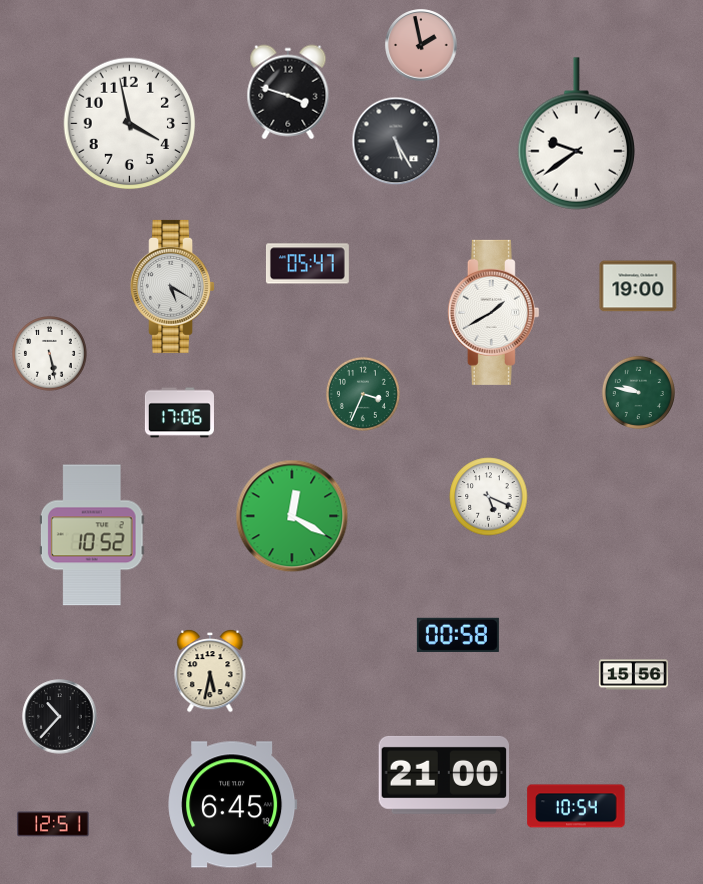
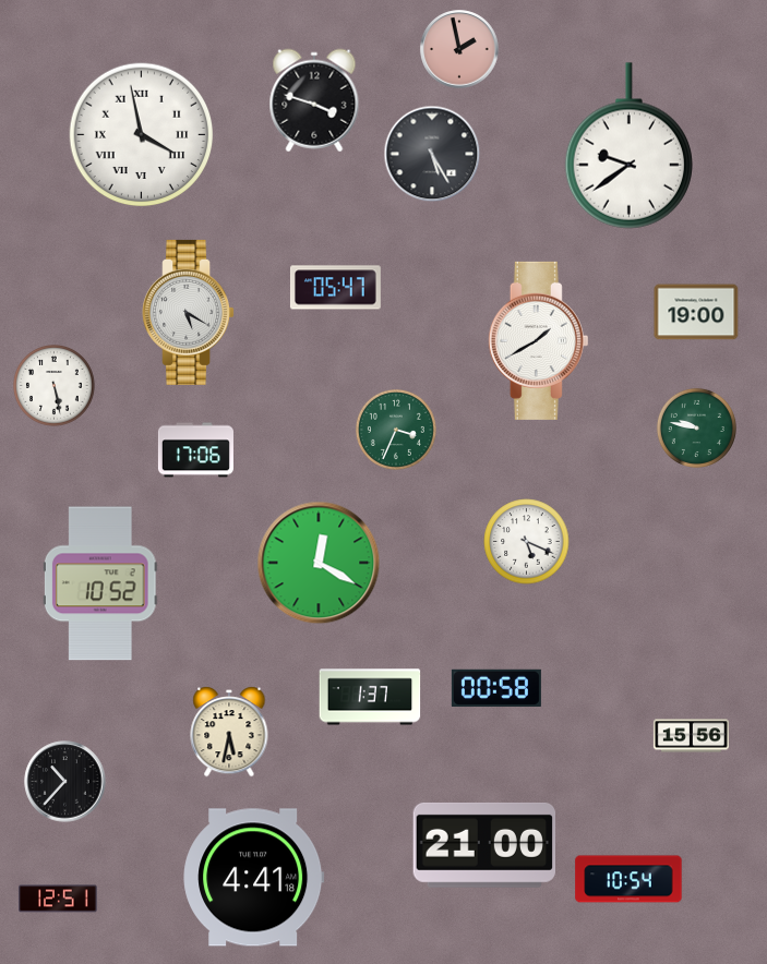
clock at (130, 124) numerals: Arabic -> Roman
clock at (489, 497) position: (489, 497) -> (527, 542)
clock at (458, 635) position: (458, 635) -> (496, 688)
clock at (370, 697): none -> 1:37
clock at (233, 805): 6:45 -> 4:41
